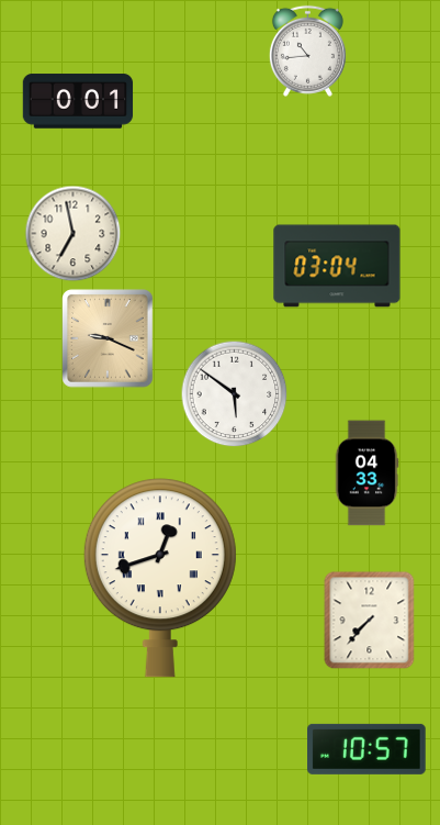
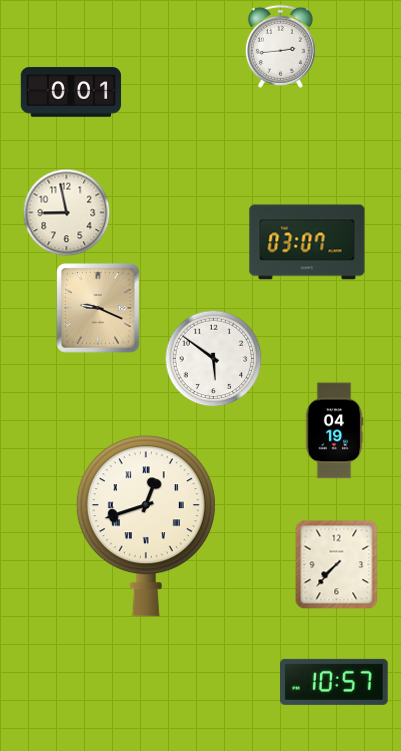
clock at (307, 51): 10:44 -> 2:44
clock at (74, 234): 6:58 -> 8:58
clock at (337, 266): 03:04 -> 03:07
clock at (366, 473): 04:33 -> 04:19
